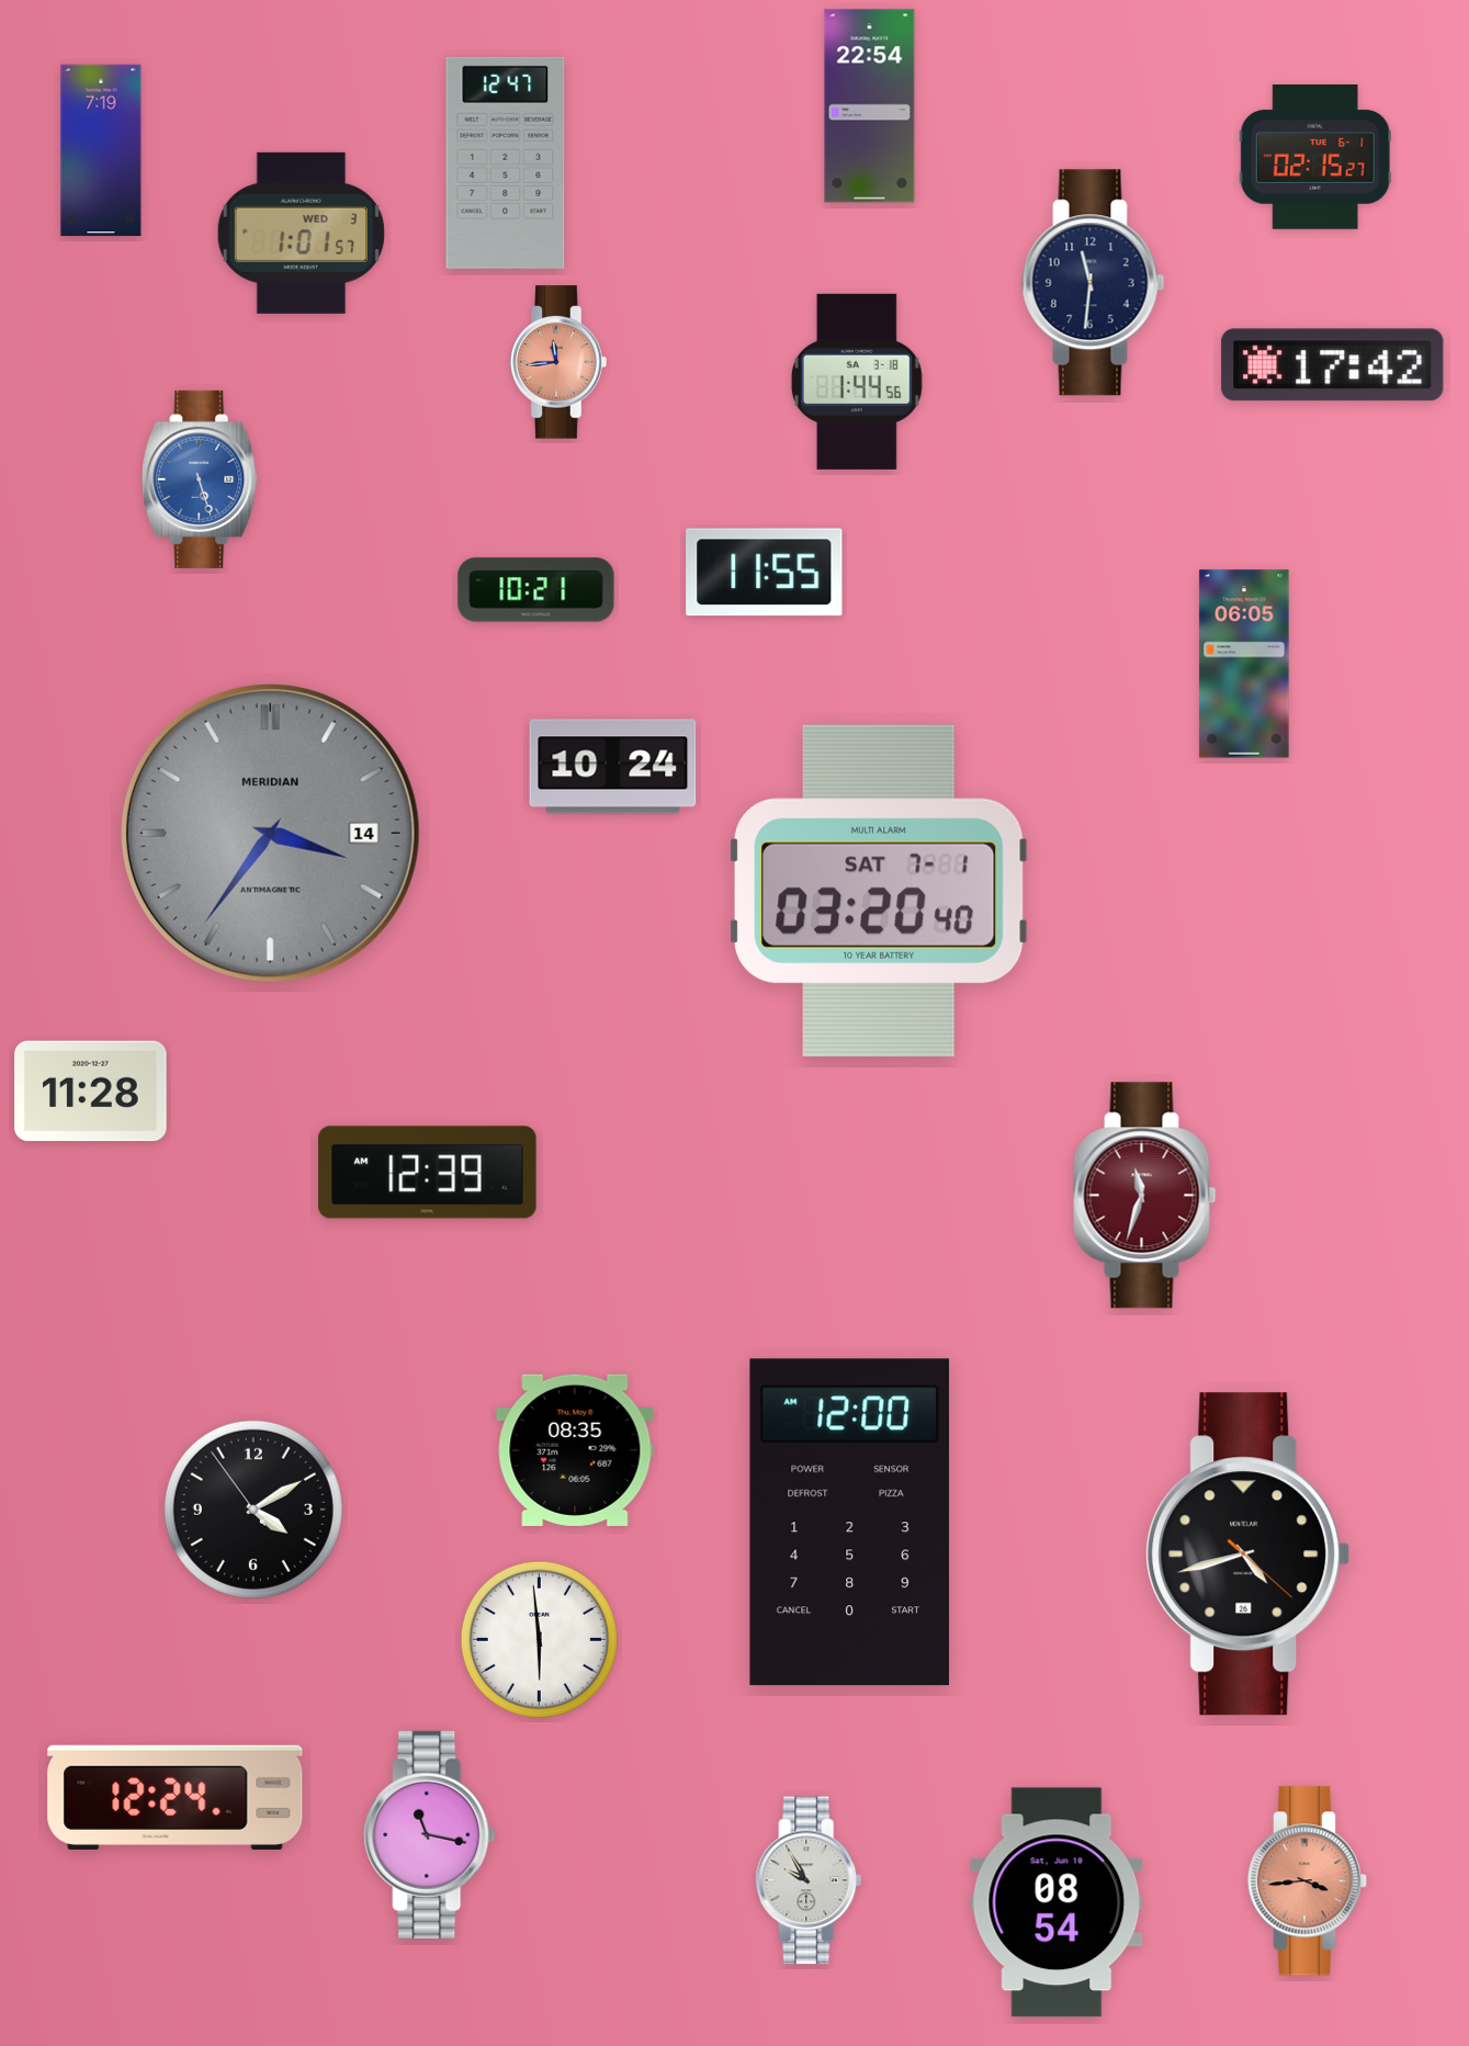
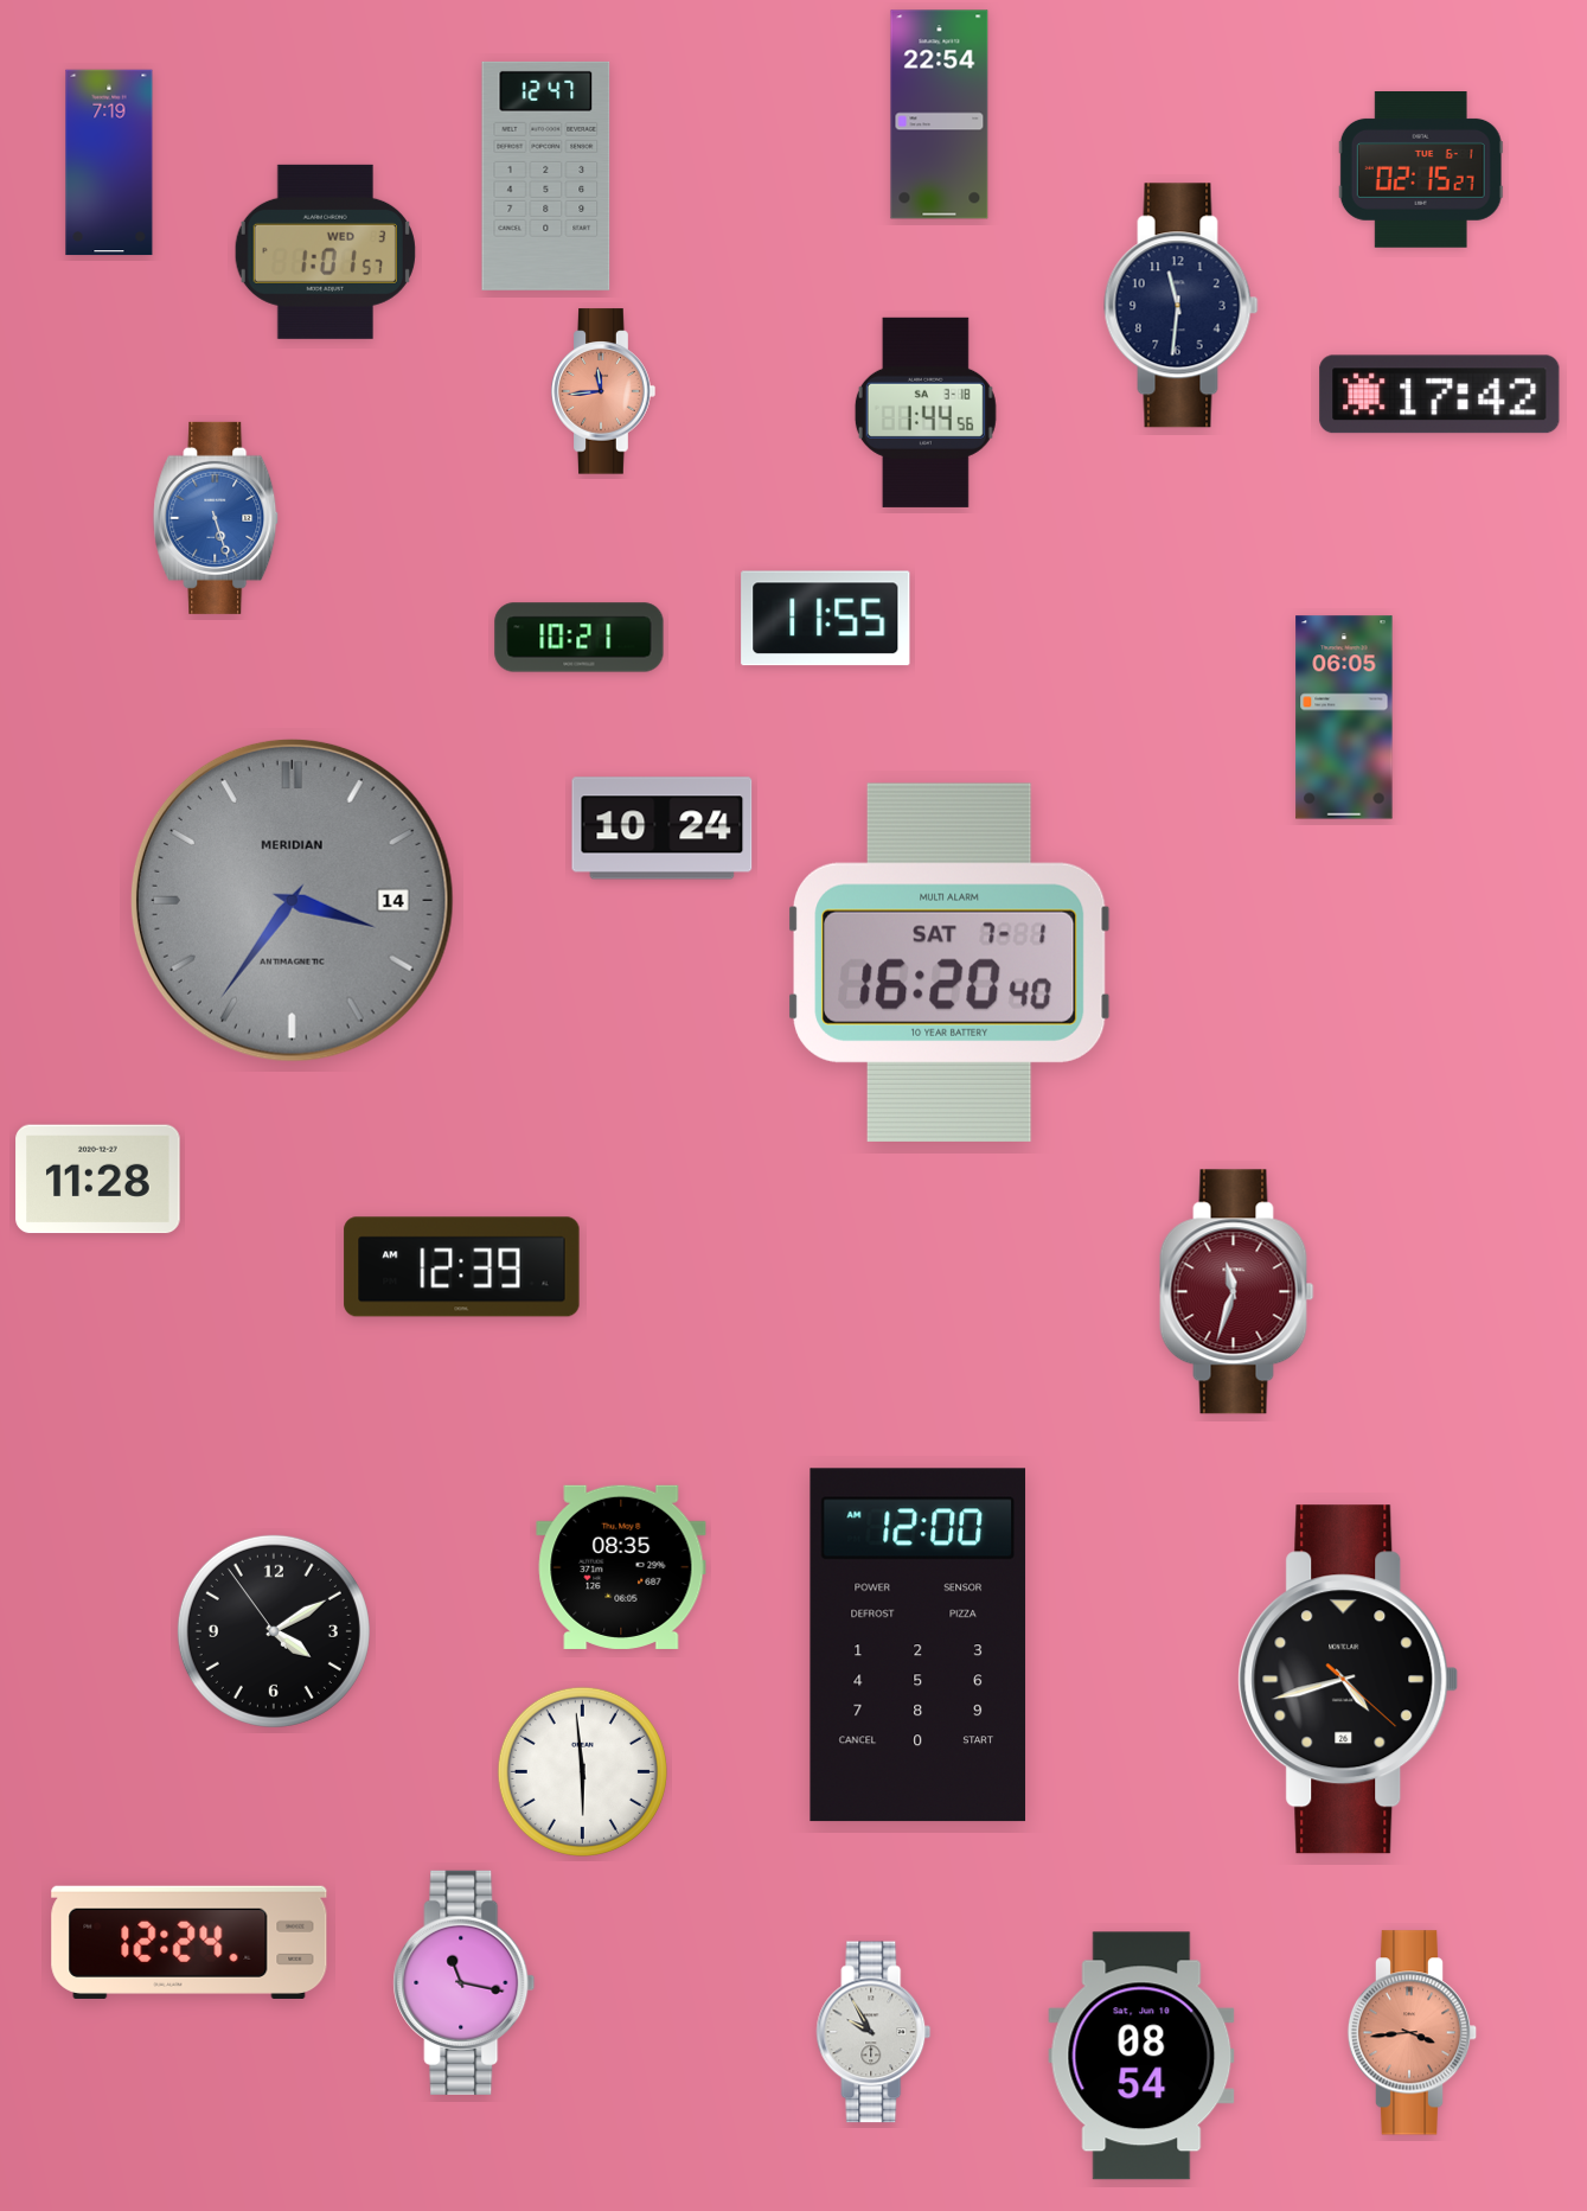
clock at (879, 891): 03:20 -> 16:20
